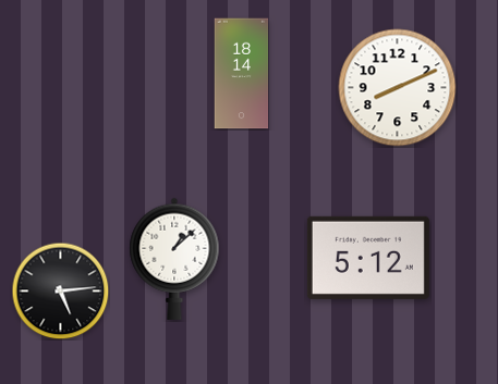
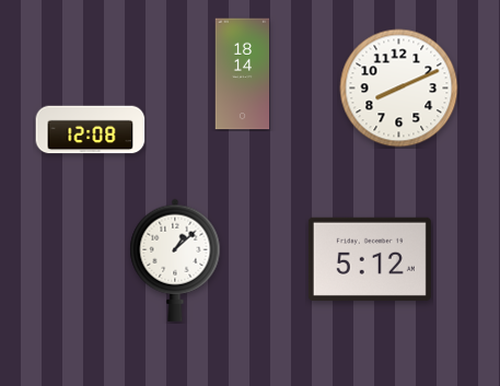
clock at (91, 130): none -> 12:08
clock at (60, 290): 5:14 -> none
